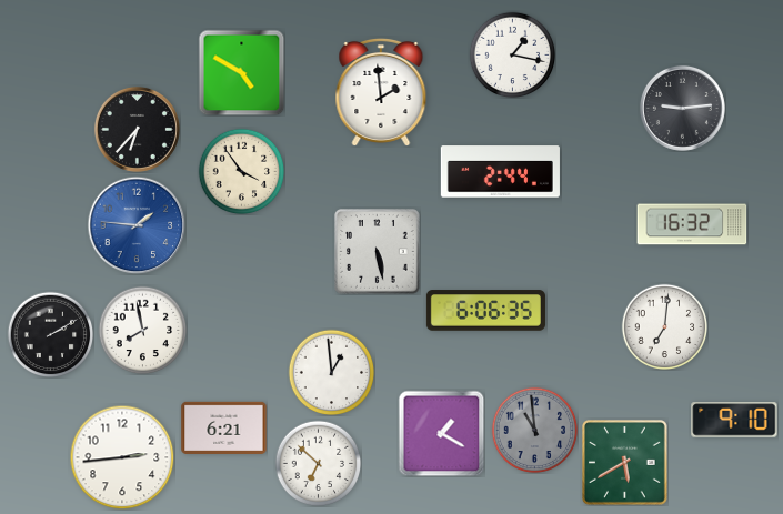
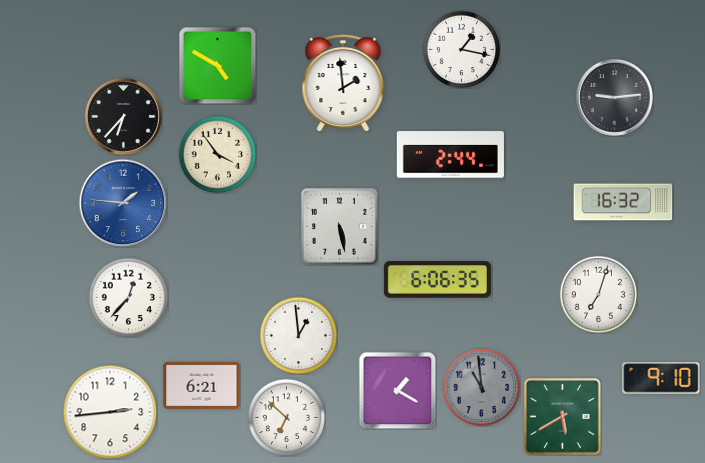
clock at (664, 326): 7:01 -> 7:03
clock at (142, 330): 7:58 -> 12:37
clock at (50, 334): 2:10 -> none
